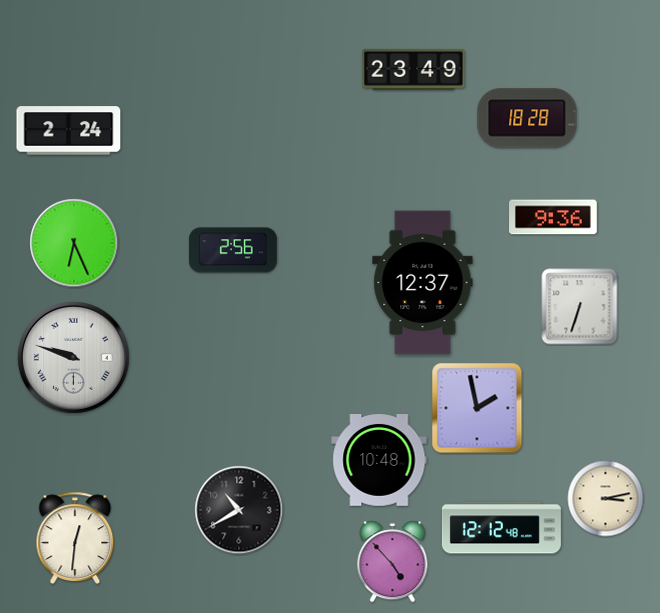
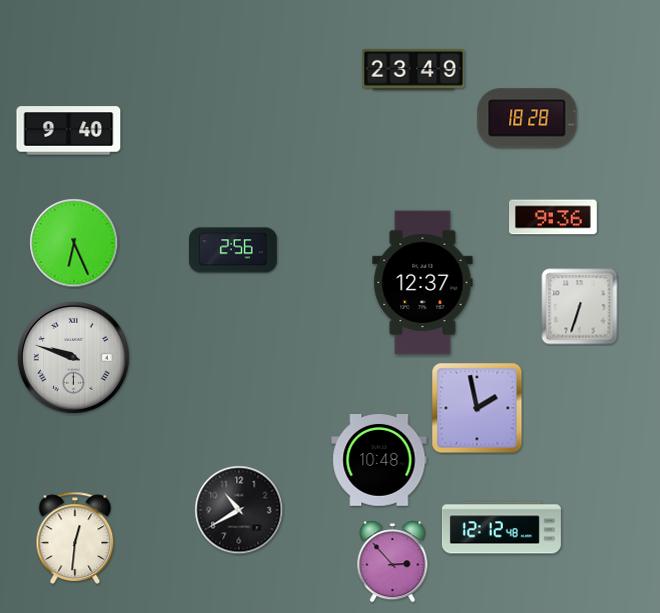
clock at (69, 131): 2:24 -> 9:40
clock at (606, 499): 3:13 -> none
clock at (393, 562): 4:53 -> 2:53
